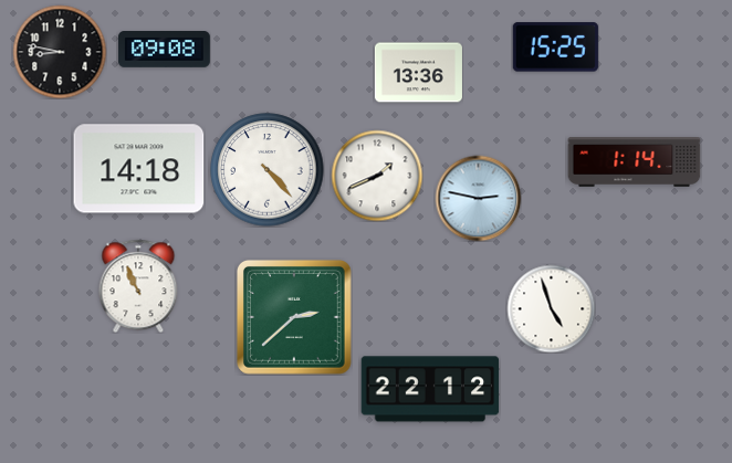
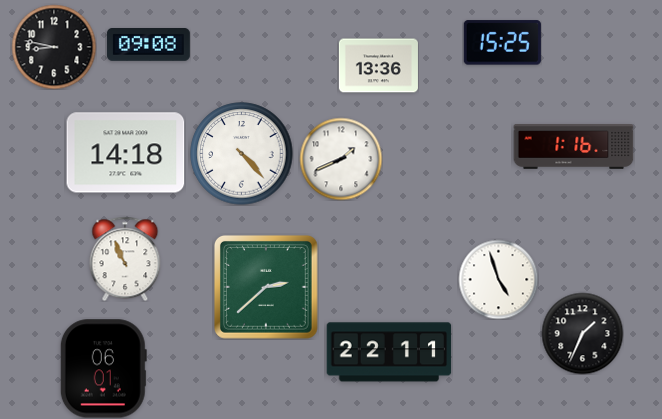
clock at (635, 162): 1:14 -> 1:16
clock at (478, 198): 2:47 -> none
clock at (582, 333): none -> 1:34
clock at (430, 389): 22:12 -> 22:11
clock at (103, 369): none -> 06:01
